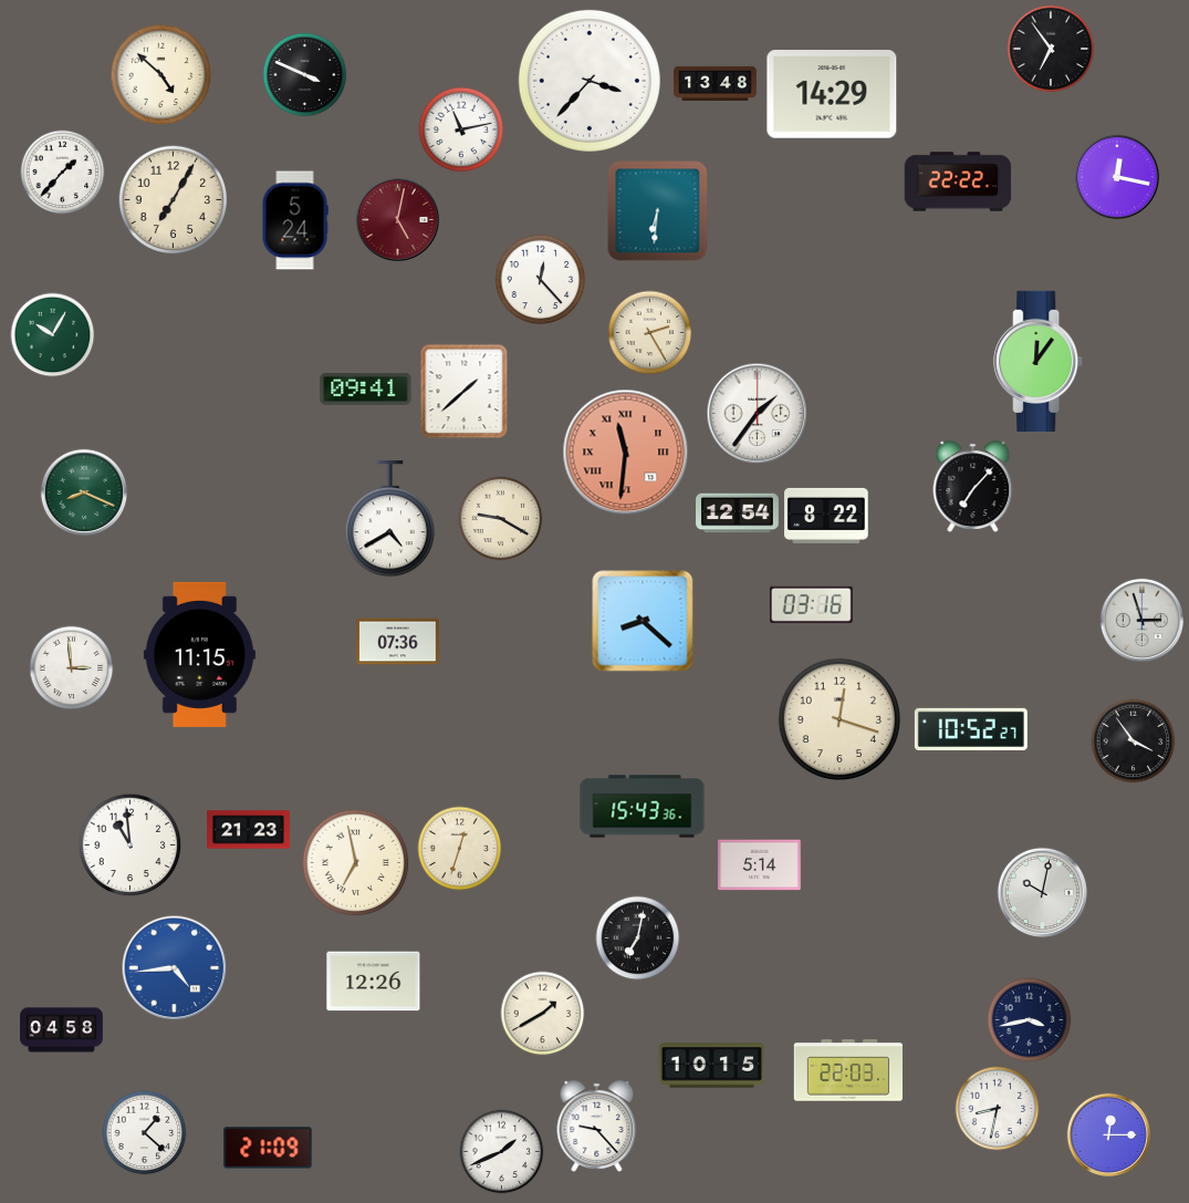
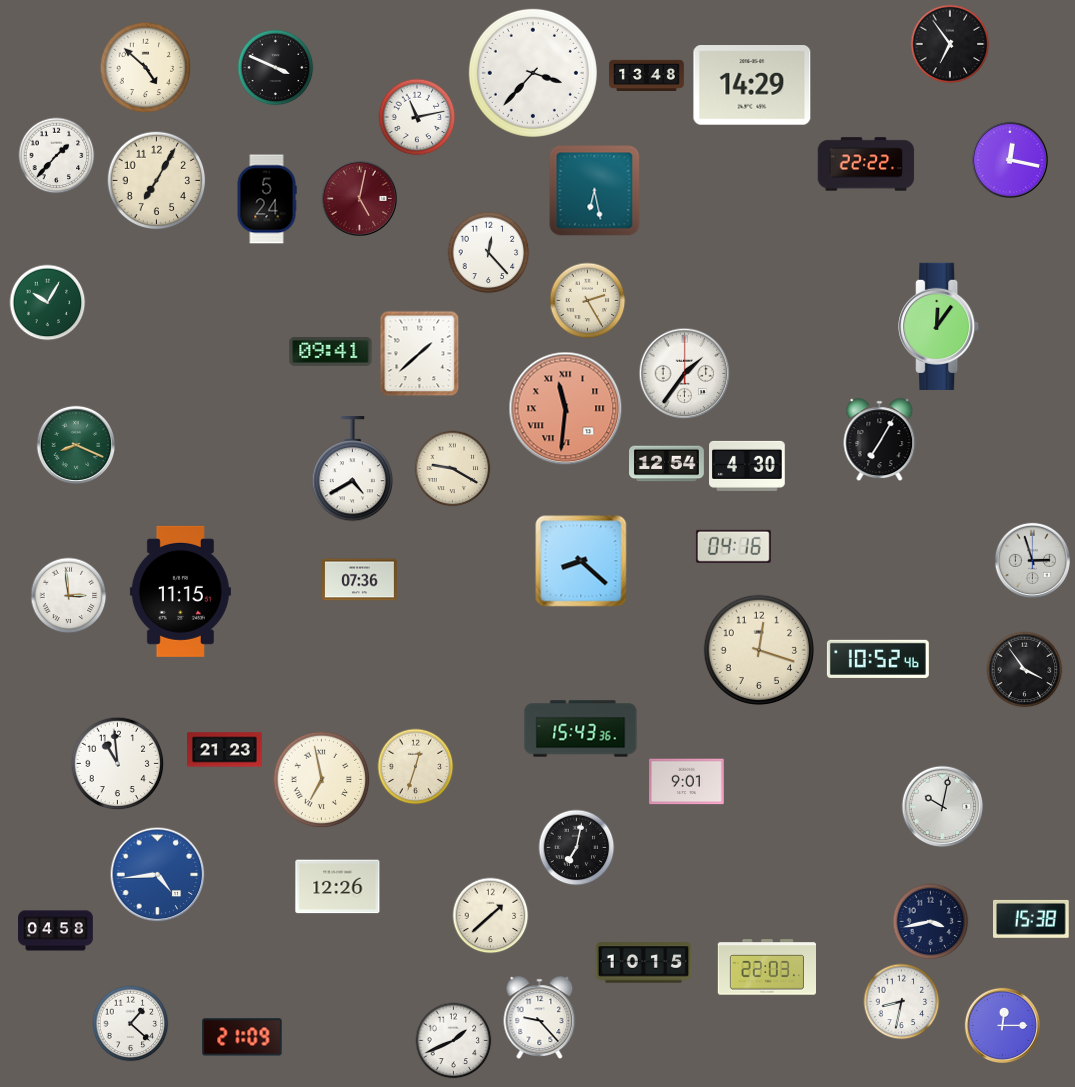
clock at (658, 211): 6:31 -> 6:28
clock at (973, 487): 7:07 -> 7:05
clock at (826, 516): 8:22 -> 4:30
clock at (811, 604): 03:16 -> 04:16
clock at (72, 668) position: (72, 668) -> (69, 596)
clock at (971, 729): 10:52:27 -> 10:52:46
clock at (760, 865): 5:14 -> 9:01
clock at (543, 1014): 1:40 -> 1:38
clock at (1032, 919): none -> 15:38
